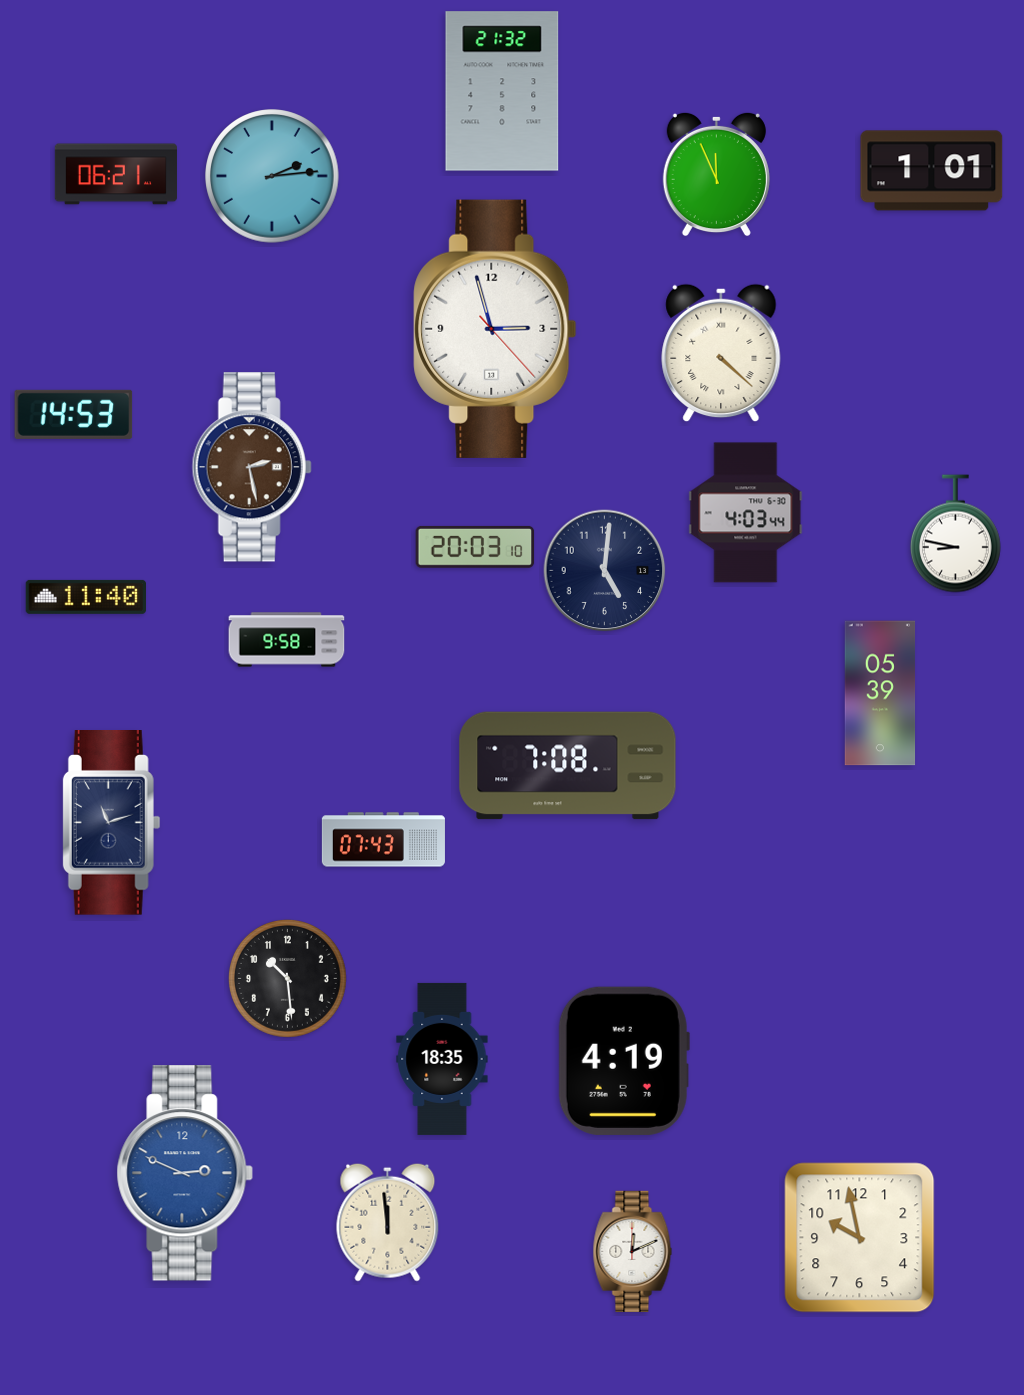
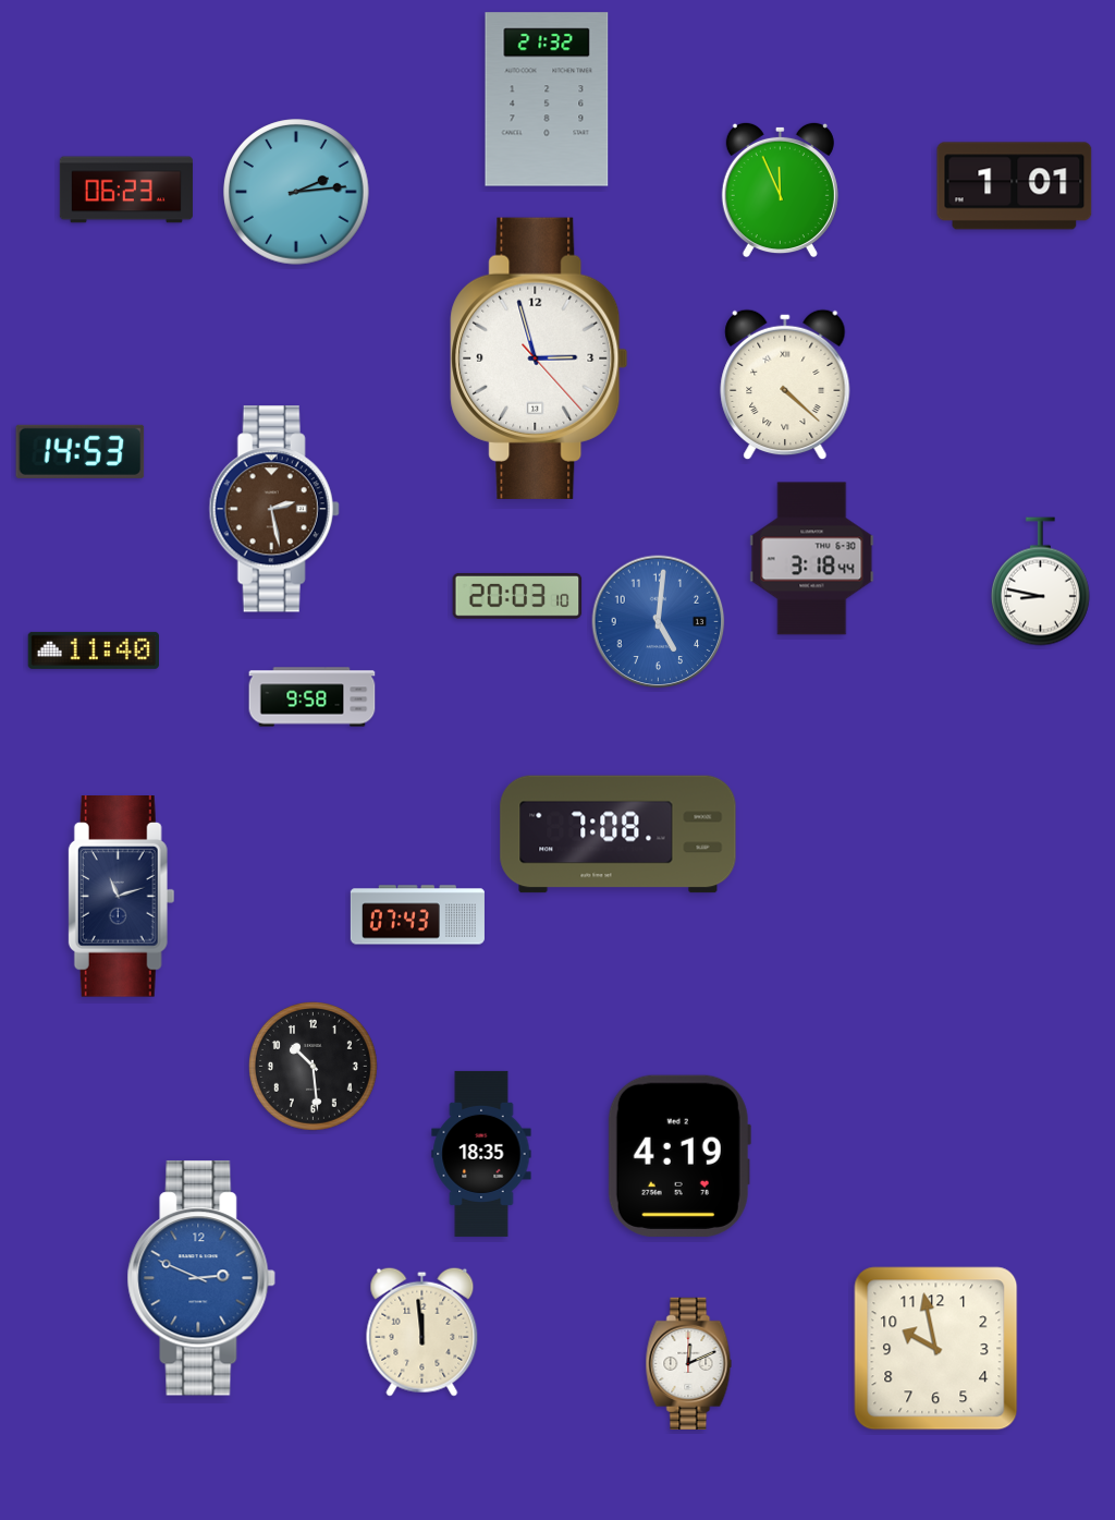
clock at (116, 174): 06:21 -> 06:23
clock at (746, 513): 4:03 -> 3:18
clock at (605, 571) dial: navy -> blue
clock at (880, 693): 05:39 -> none
